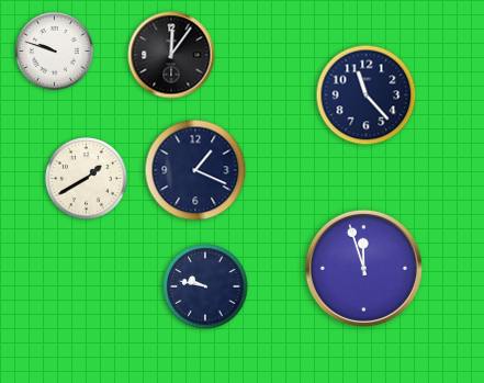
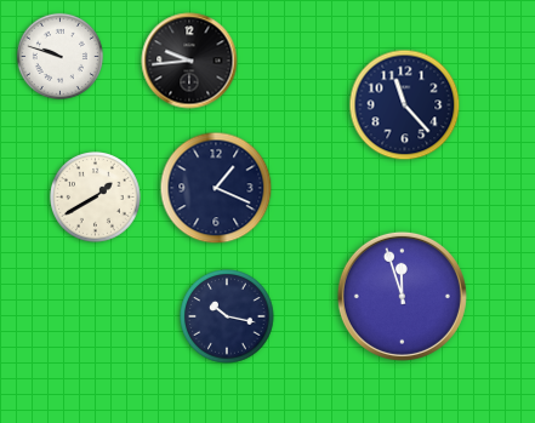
clock at (171, 55): 12:06 -> 9:44
clock at (205, 286): 9:47 -> 10:17
